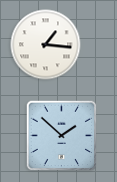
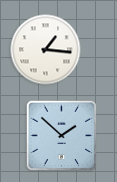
clock at (46, 45) position: (46, 45) -> (46, 50)
